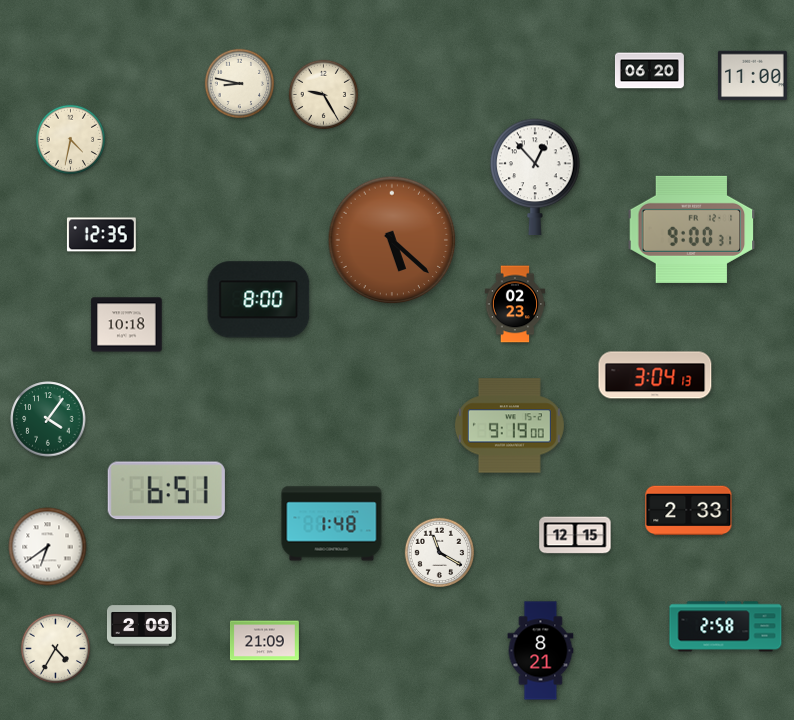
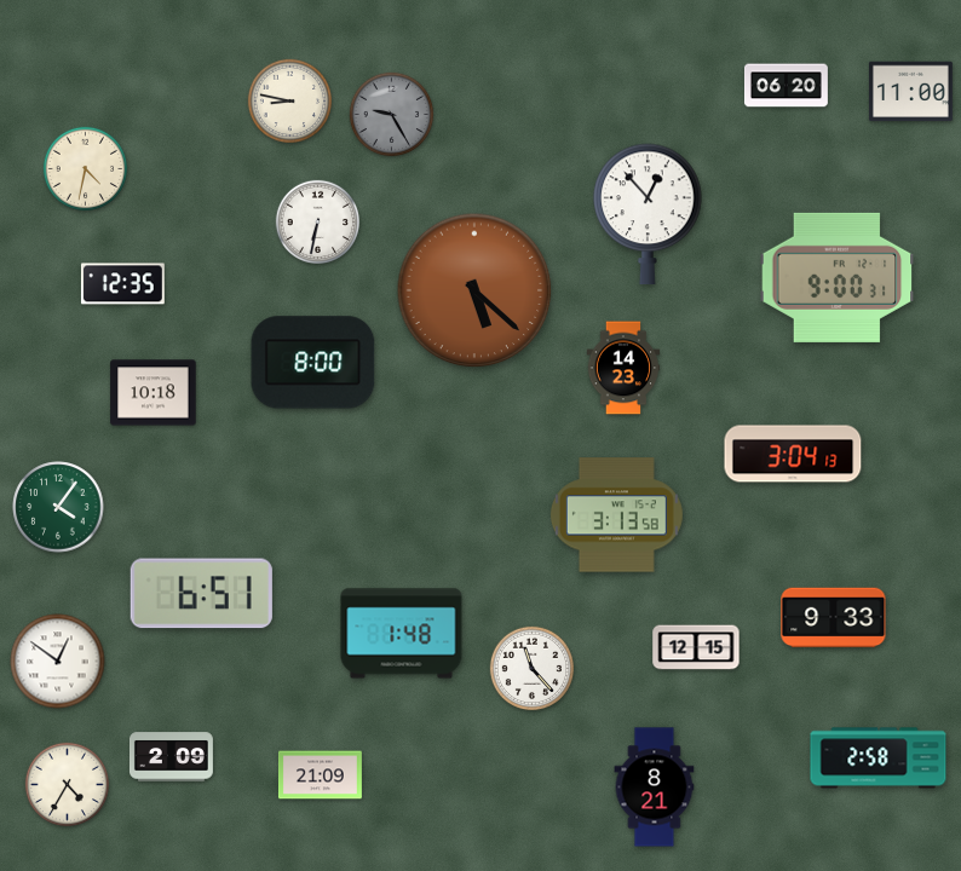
clock at (324, 95) dial: cream -> grey
clock at (318, 223): none -> 6:32
clock at (515, 304): 02:23 -> 14:23
clock at (509, 426): 9:19 -> 3:13
clock at (689, 511): 2:33 -> 9:33
clock at (48, 547): 6:39 -> 12:51
clock at (440, 553): 11:20 -> 11:23
